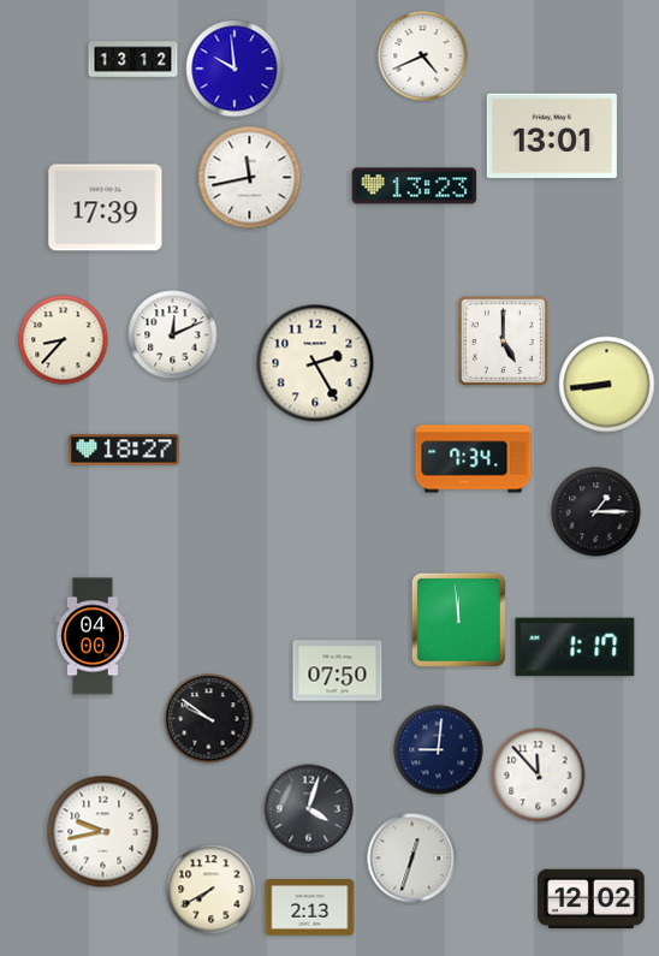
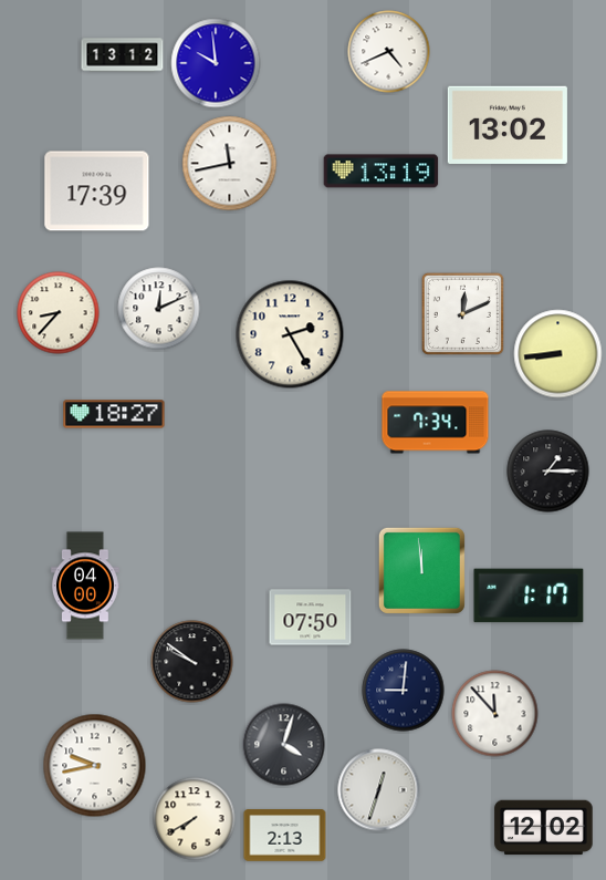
clock at (552, 135): 13:01 -> 13:02
clock at (415, 186): 13:23 -> 13:19
clock at (503, 340): 5:00 -> 12:11
